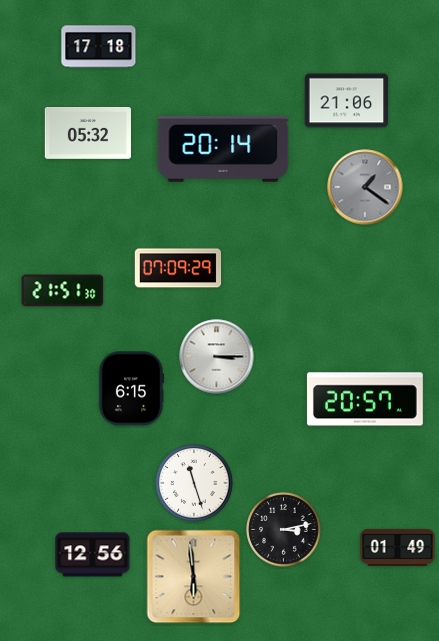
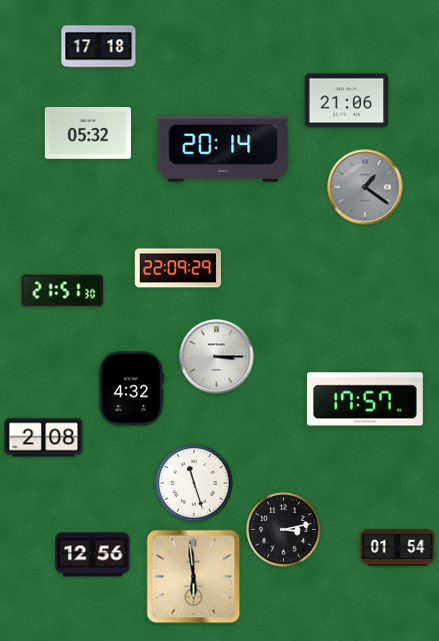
clock at (177, 268): 07:09 -> 22:09
clock at (131, 389): 6:15 -> 4:32
clock at (365, 399): 20:57 -> 17:57
clock at (44, 438): none -> 2:08
clock at (398, 547): 01:49 -> 01:54
